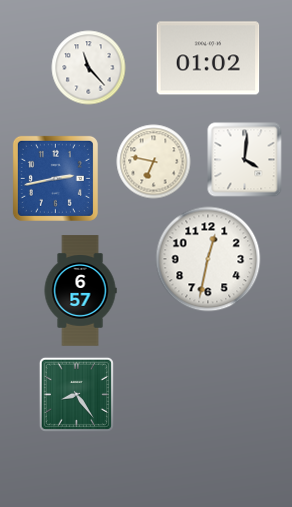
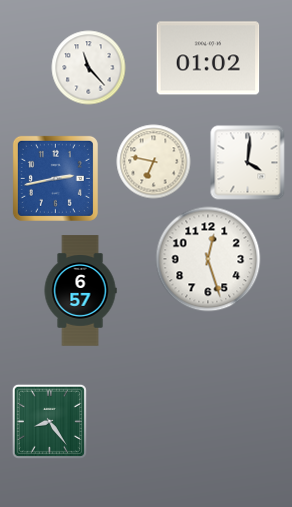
clock at (245, 160) position: (245, 160) -> (248, 163)
clock at (208, 259): 12:32 -> 12:27
clock at (76, 394) position: (76, 394) -> (49, 421)
